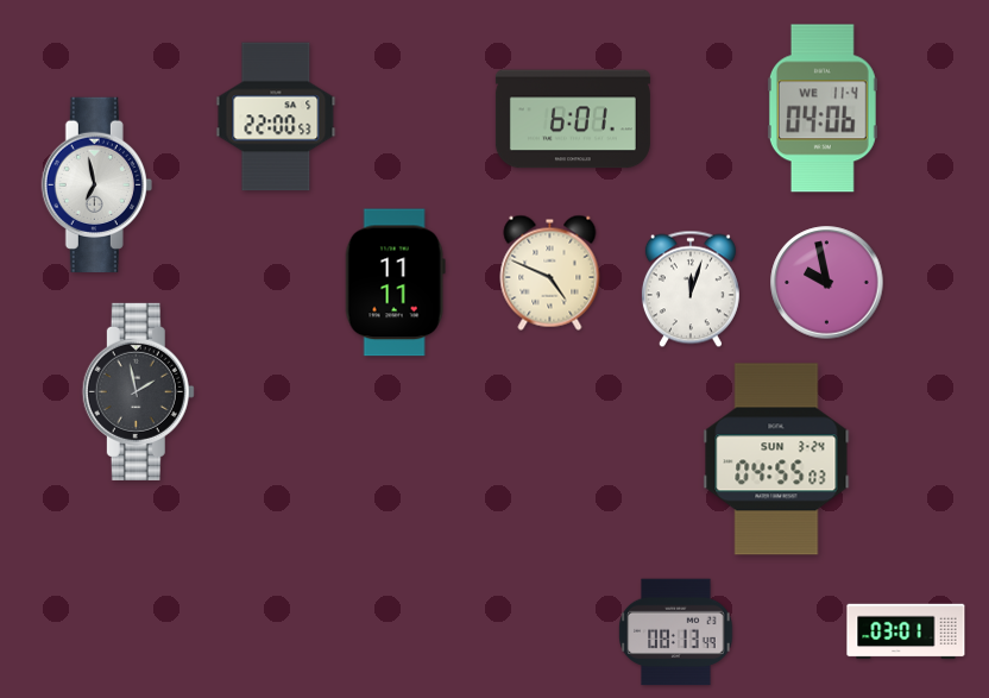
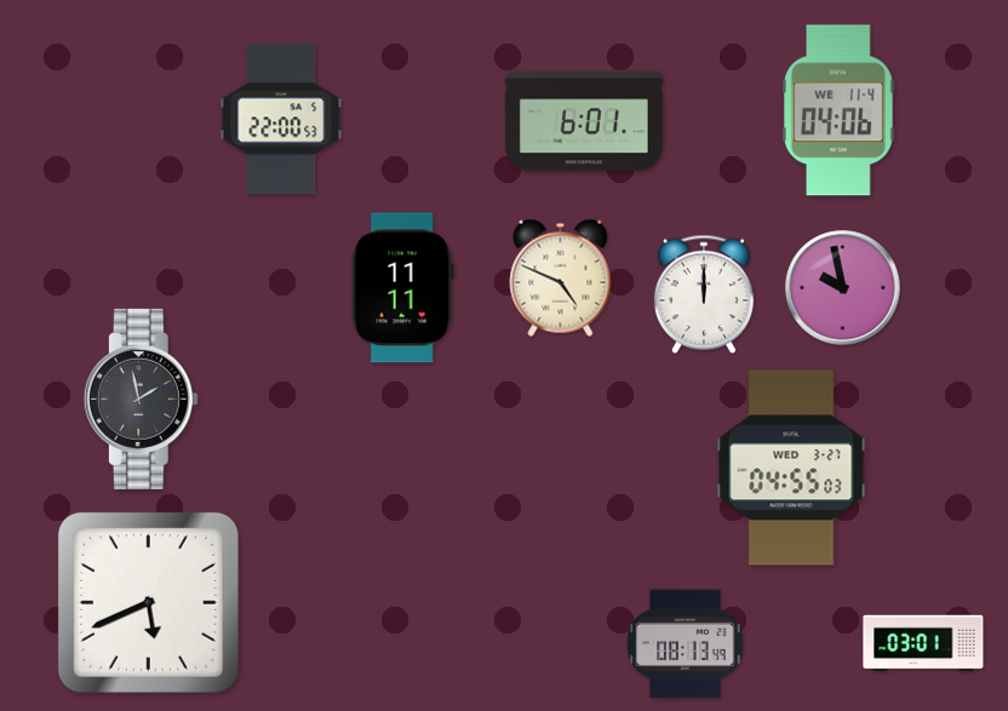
clock at (96, 184): 6:58 -> none
clock at (691, 289): 12:03 -> 12:00
clock at (776, 459) date: SUN 3-24 -> WED 3-27
clock at (148, 602): none -> 5:41
clock at (676, 633) position: (676, 633) -> (686, 644)
